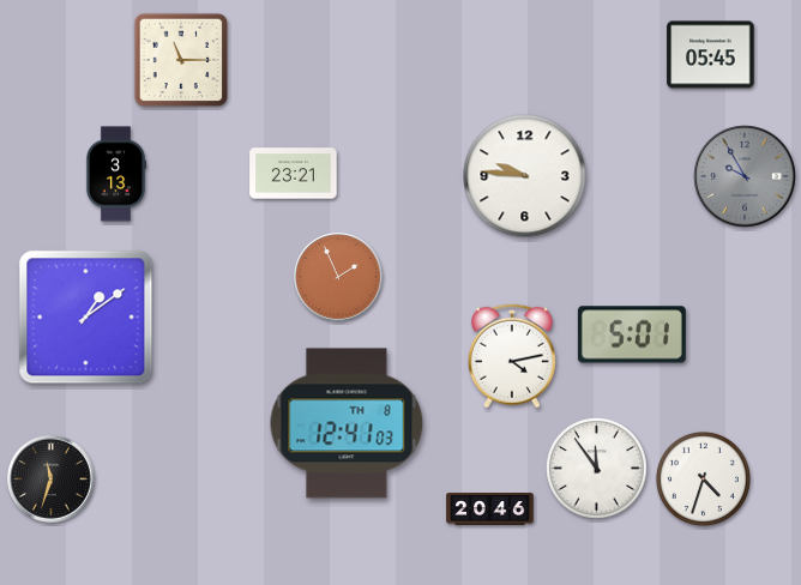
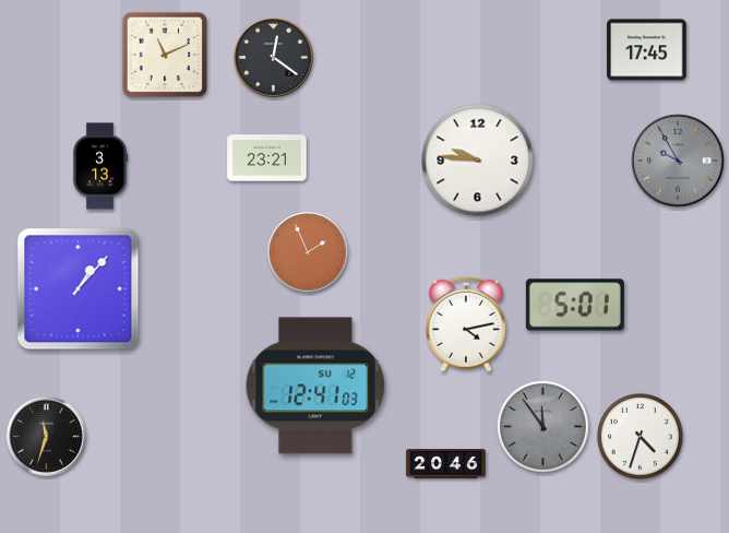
clock at (711, 55): 05:45 -> 17:45
clock at (181, 60): 11:15 -> 11:11
clock at (274, 58): none -> 12:21
clock at (116, 174) position: (116, 174) -> (100, 166)
clock at (86, 318): 1:09 -> 1:07
clock at (347, 423) date: TH 8 -> SU 12
clock at (597, 469) dial: white -> grey
